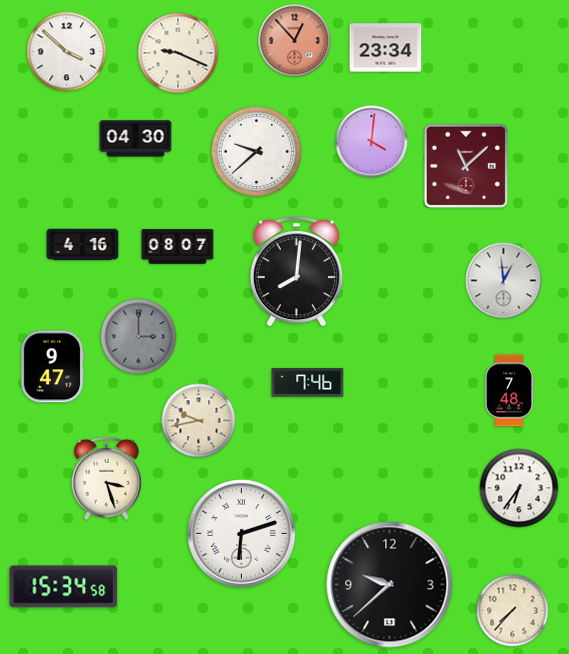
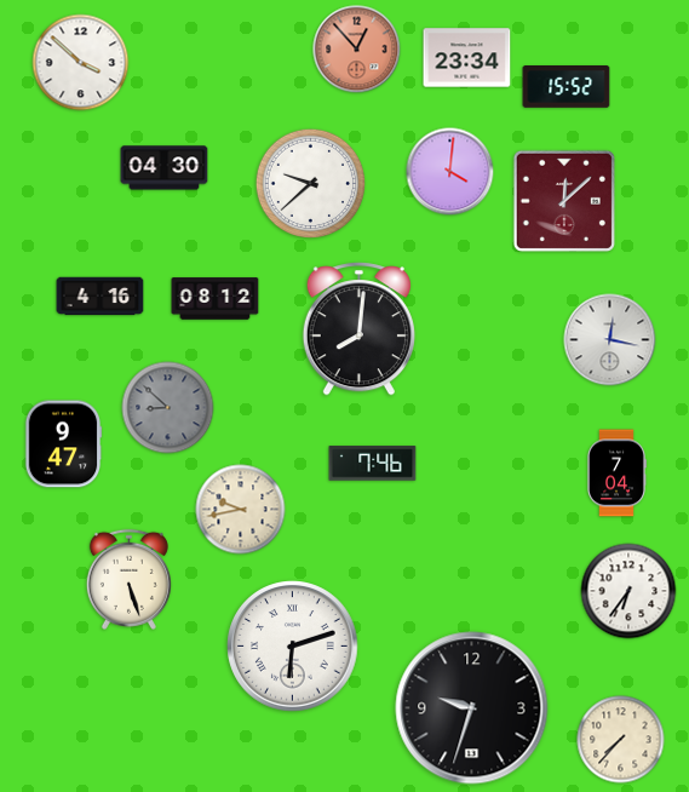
clock at (178, 53): 9:19 -> none
clock at (567, 87): none -> 15:52
clock at (466, 166): 11:08 -> 12:08
clock at (178, 247): 08:07 -> 08:12
clock at (504, 281): 12:59 -> 12:17
clock at (139, 337): 3:00 -> 8:52
clock at (509, 391): 7:48 -> 7:04
clock at (106, 478): 3:27 -> 5:27
clock at (390, 585): 9:38 -> 9:33
clock at (64, 587): 15:34 -> none
